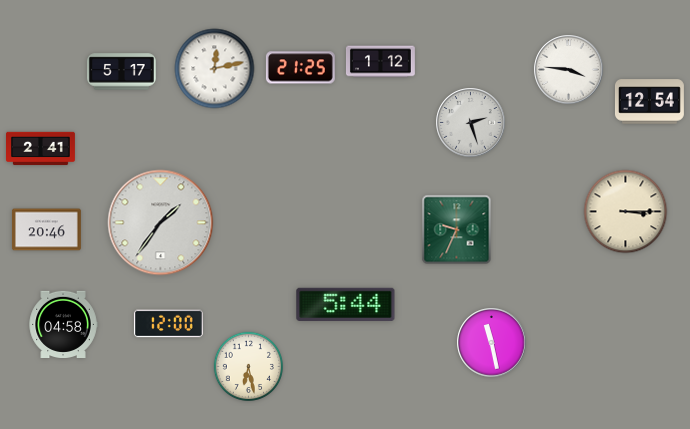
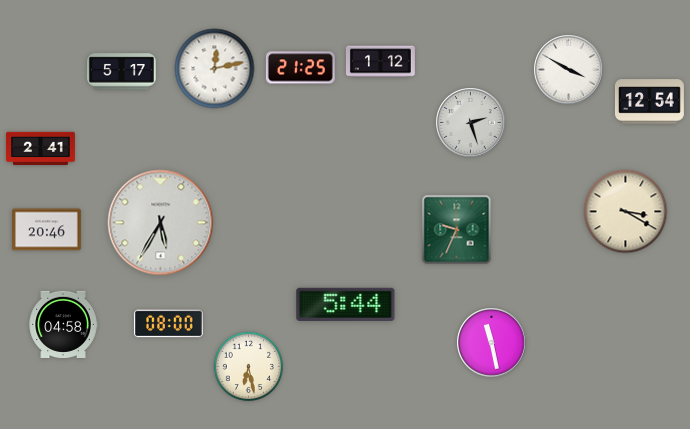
clock at (569, 70): 3:46 -> 3:50
clock at (626, 212): 3:15 -> 3:20
clock at (161, 223): 1:36 -> 5:35
clock at (168, 324): 12:00 -> 08:00
